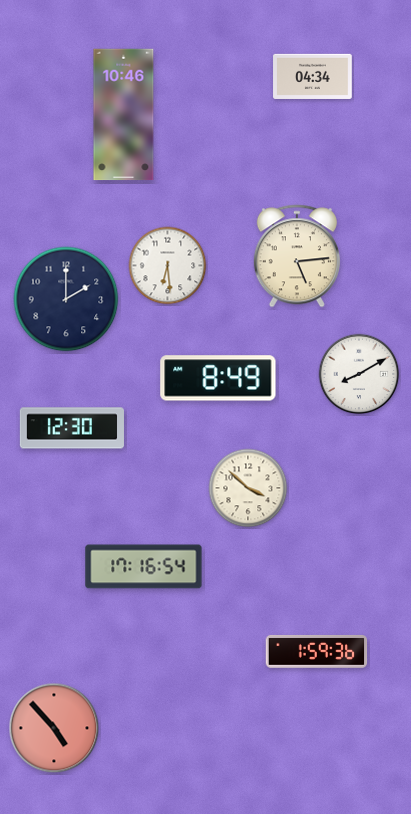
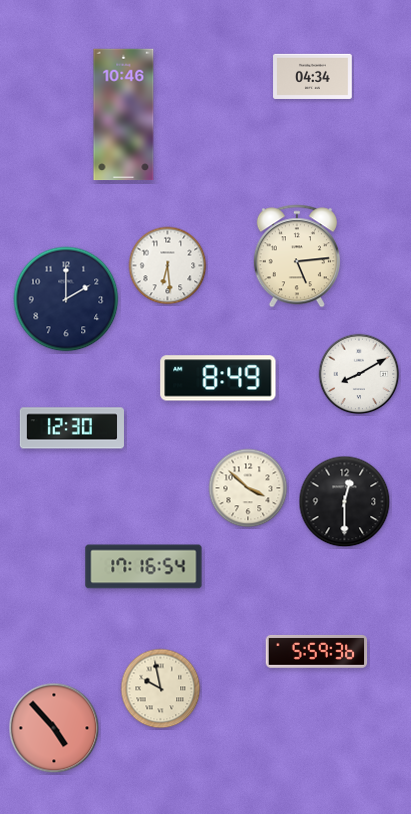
clock at (345, 502): none -> 12:30
clock at (317, 651): 1:59 -> 5:59
clock at (161, 689): none -> 9:58
